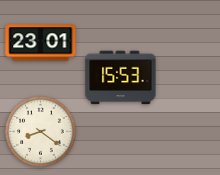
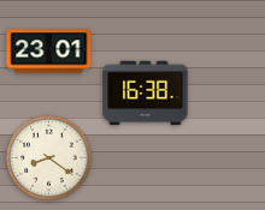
clock at (121, 78): 15:53 -> 16:38
